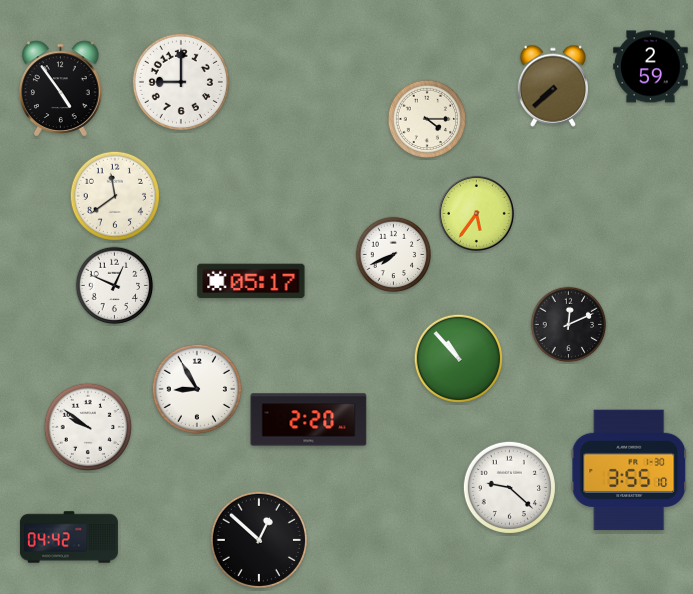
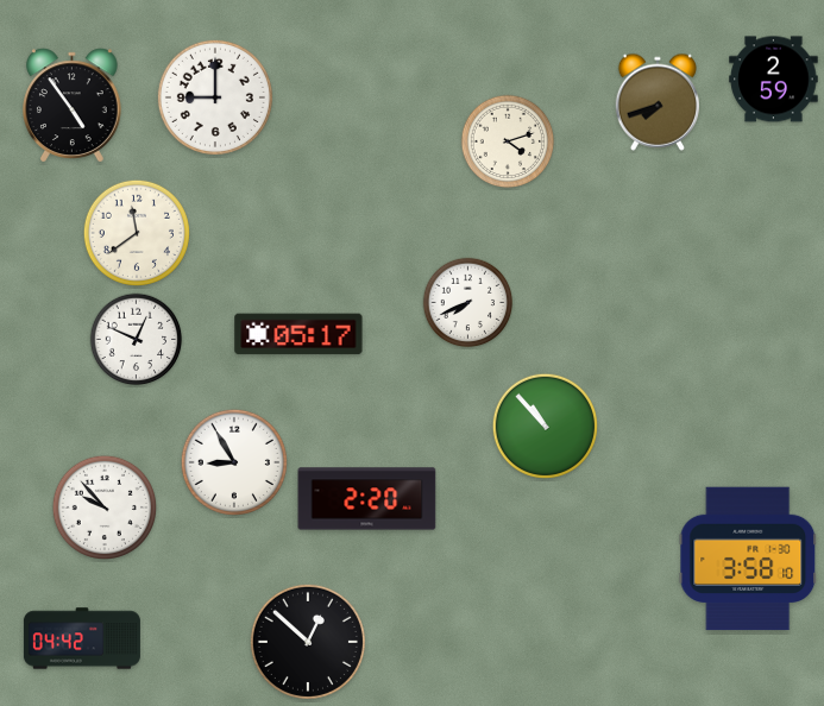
clock at (552, 86): 7:38 -> 7:42
clock at (427, 119): 4:15 -> 4:12
clock at (476, 213): 5:36 -> none
clock at (569, 325): 12:11 -> none
clock at (87, 426): 9:51 -> 9:53
clock at (629, 470): 3:55 -> 3:58
clock at (509, 487): 9:22 -> none
